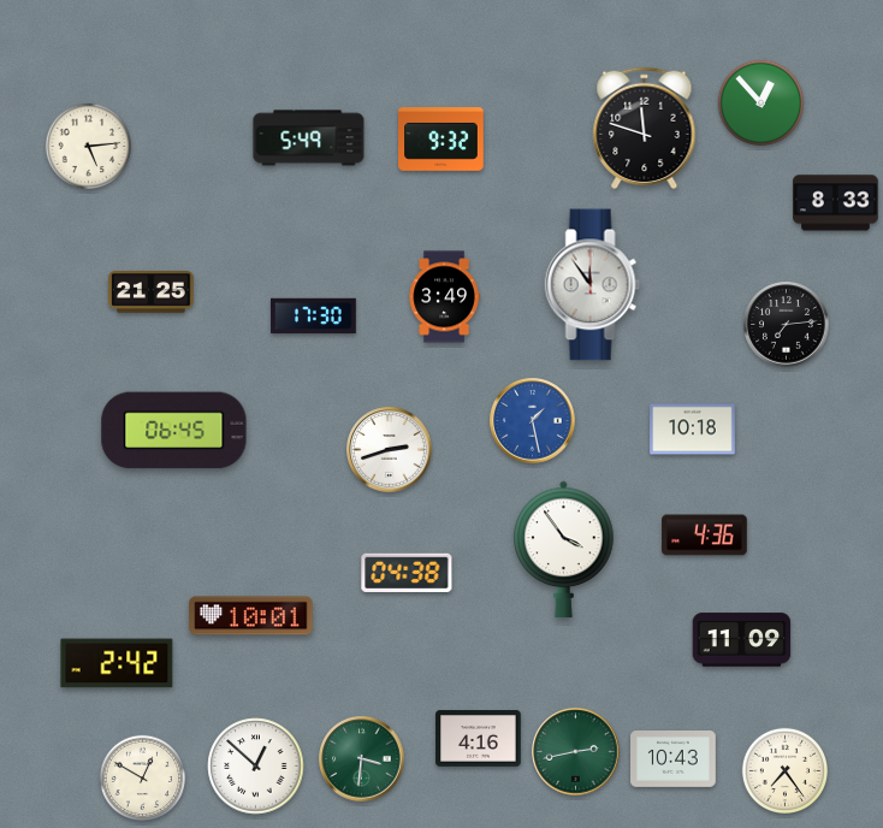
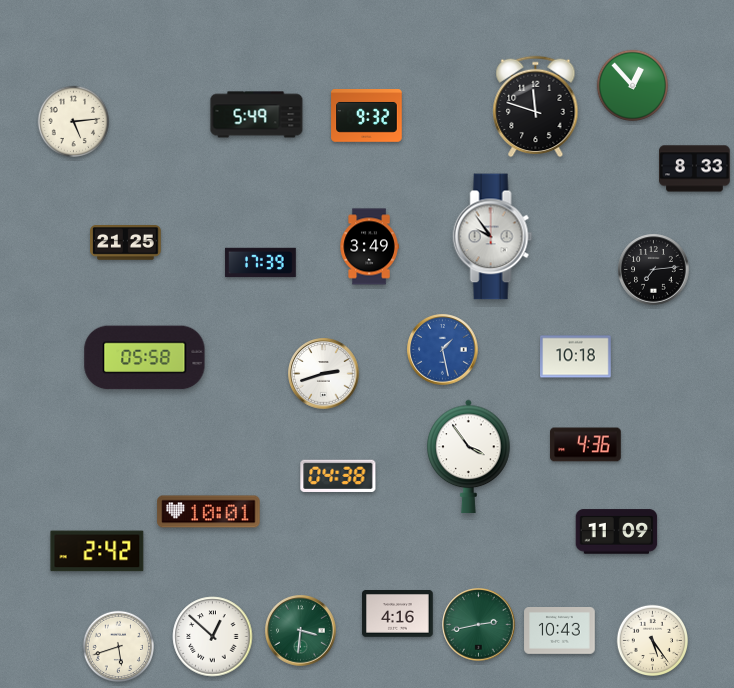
clock at (593, 285): 11:54 -> 9:54
clock at (314, 317): 17:30 -> 17:39
clock at (174, 431): 06:45 -> 05:58
clock at (784, 770): 7:24 -> 5:24
clock at (142, 777): 12:50 -> 5:42
